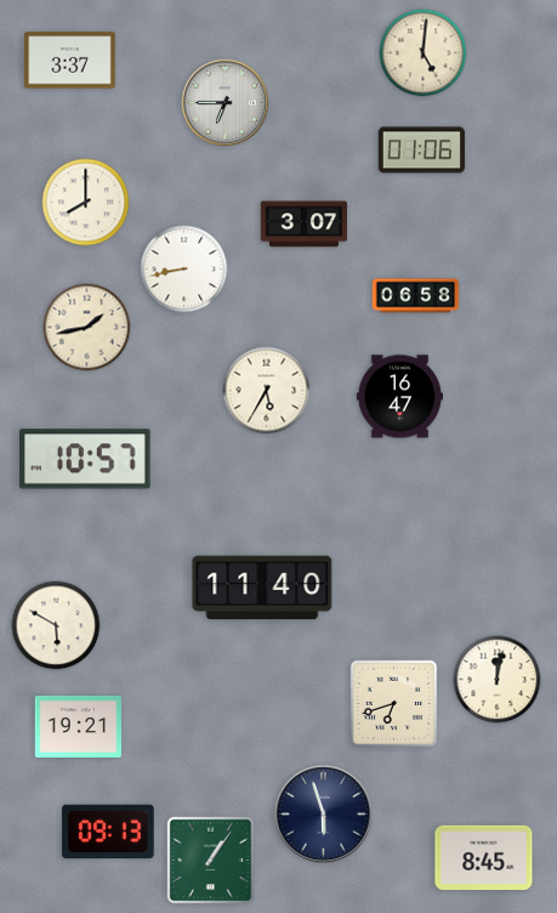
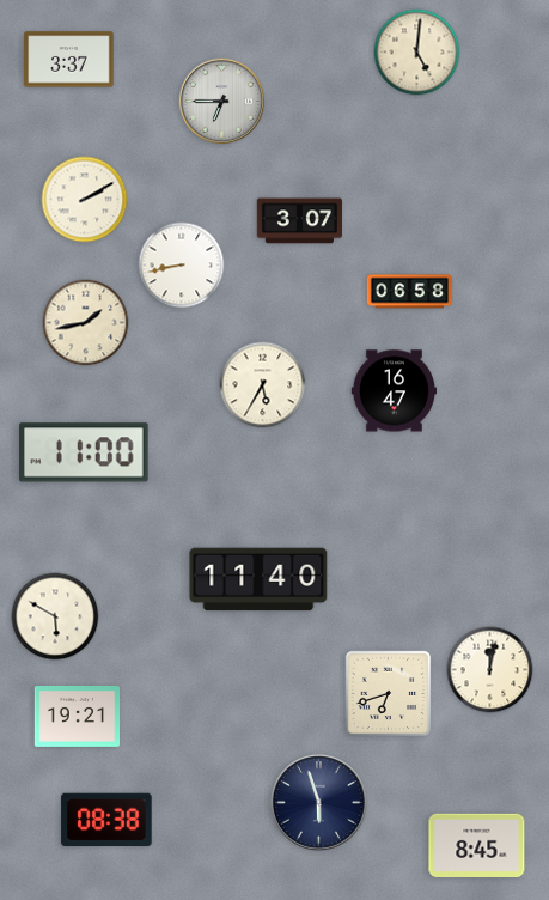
clock at (421, 151): 01:06 -> none
clock at (86, 203): 8:00 -> 2:10
clock at (86, 459): 10:57 -> 11:00
clock at (108, 832): 09:13 -> 08:38
clock at (211, 861): 1:06 -> none
